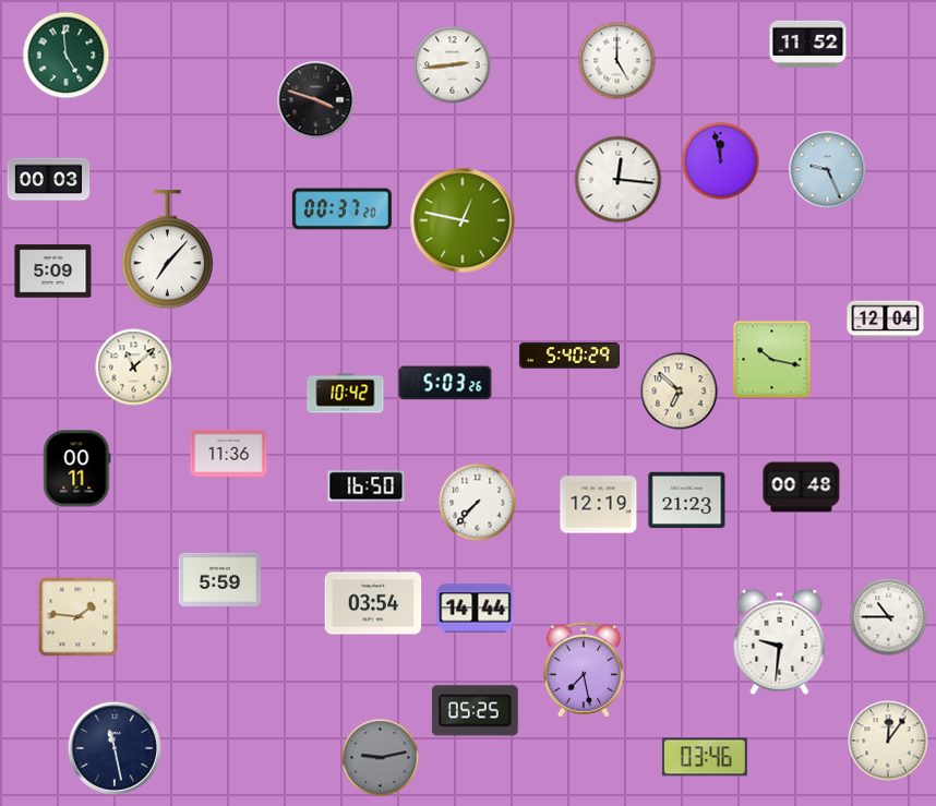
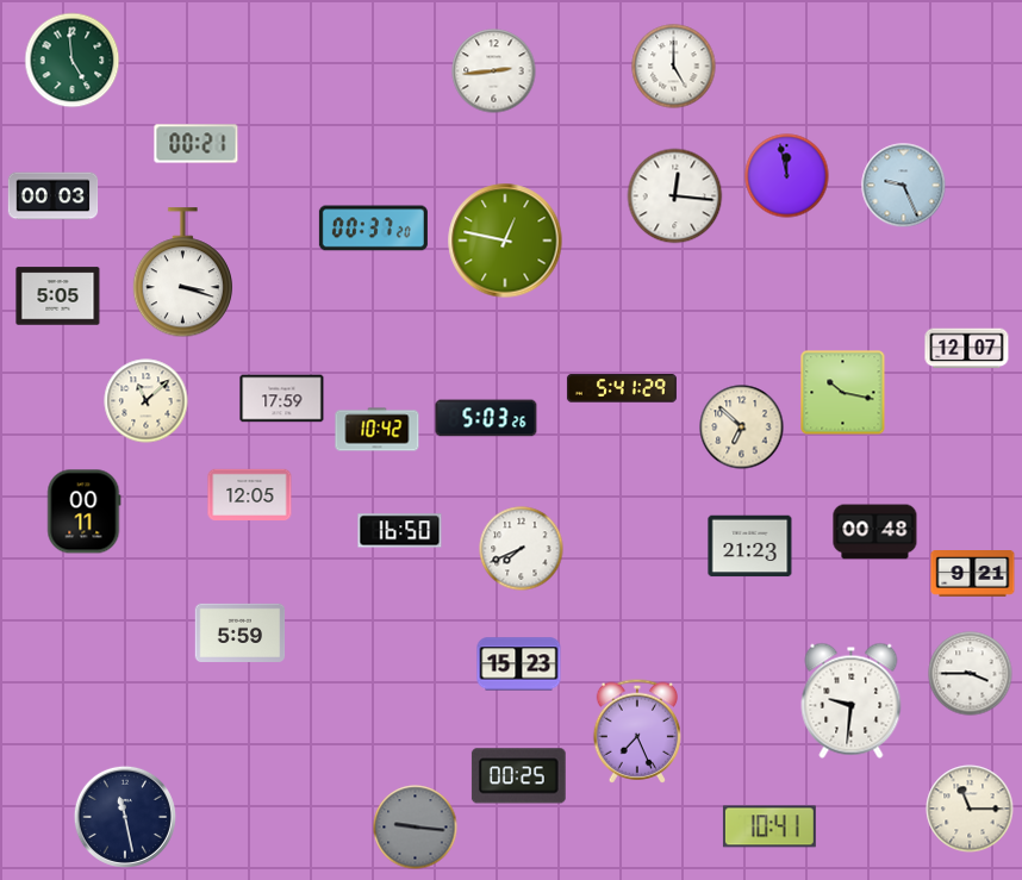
clock at (808, 44): 11:52 -> none
clock at (316, 100): 3:48 -> none
clock at (197, 144): none -> 00:21
clock at (167, 250): 7:07 -> 3:18
clock at (53, 272): 5:09 -> 5:05
clock at (886, 320): 12:04 -> 12:07
clock at (569, 356): 5:40 -> 5:41
clock at (282, 399): none -> 17:59
clock at (229, 454): 11:36 -> 12:05
clock at (478, 503): 7:37 -> 7:41
clock at (599, 505): 12:19 -> none
clock at (973, 574): none -> 9:21
clock at (373, 603): 03:54 -> none
clock at (476, 609): 14:44 -> 15:23
clock at (79, 617): 1:46 -> none
clock at (889, 617): 10:45 -> 3:45
clock at (584, 670): 7:28 -> 7:26
clock at (475, 711): 05:25 -> 00:25
clock at (888, 741): 12:06 -> 11:15
clock at (705, 757): 03:46 -> 10:41
clock at (381, 758): 9:13 -> 9:16
